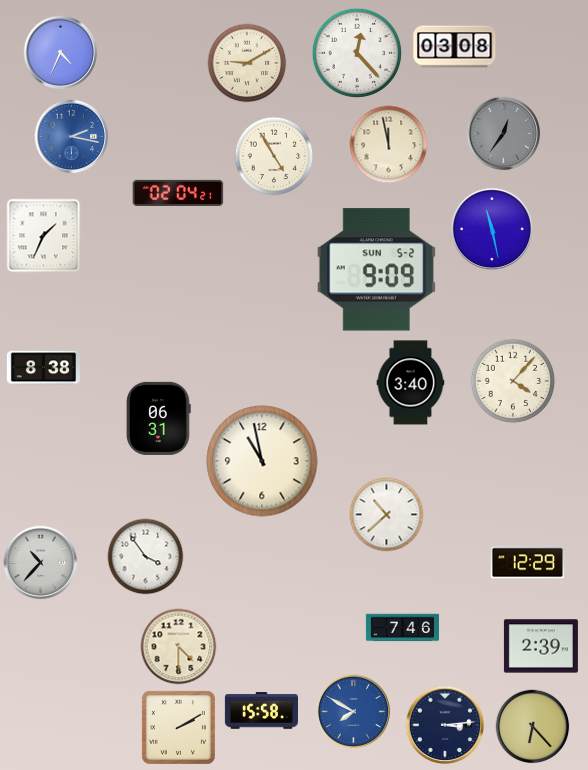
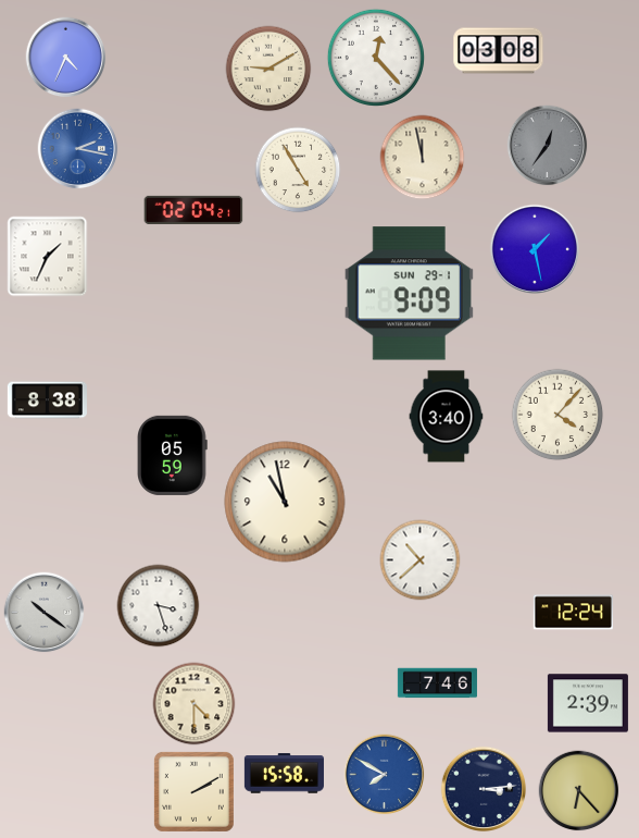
clock at (455, 47) position: (455, 47) -> (499, 51)
clock at (357, 53) position: (357, 53) -> (376, 58)
clock at (491, 228): 11:28 -> 1:28
clock at (376, 270) date: SUN 5-2 -> SUN 29-1
clock at (159, 418): 06:31 -> 05:59
clock at (146, 557): 3:54 -> 3:27
clock at (41, 563): 10:37 -> 10:21
clock at (527, 563): 12:29 -> 12:24
